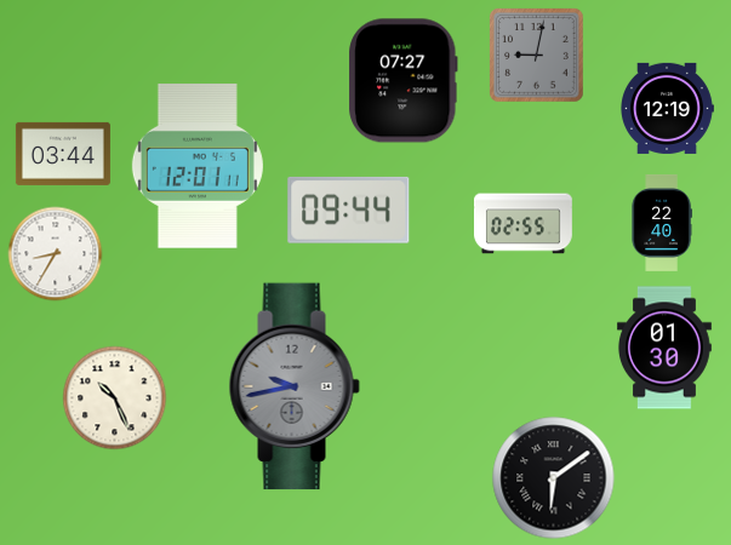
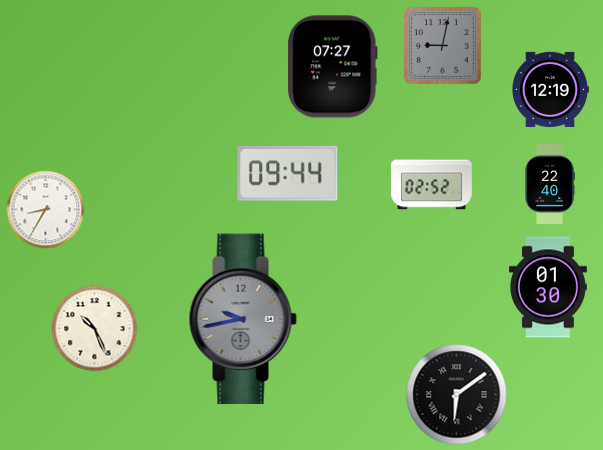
clock at (63, 154): 03:44 -> none
clock at (198, 167): 12:01 -> none
clock at (662, 223) position: (662, 223) -> (550, 184)
clock at (524, 224): 02:55 -> 02:52
